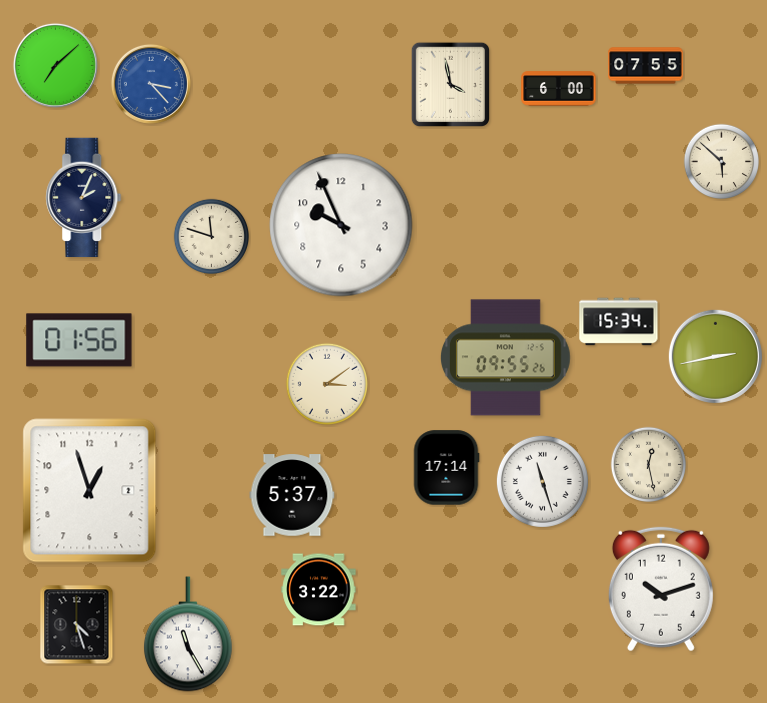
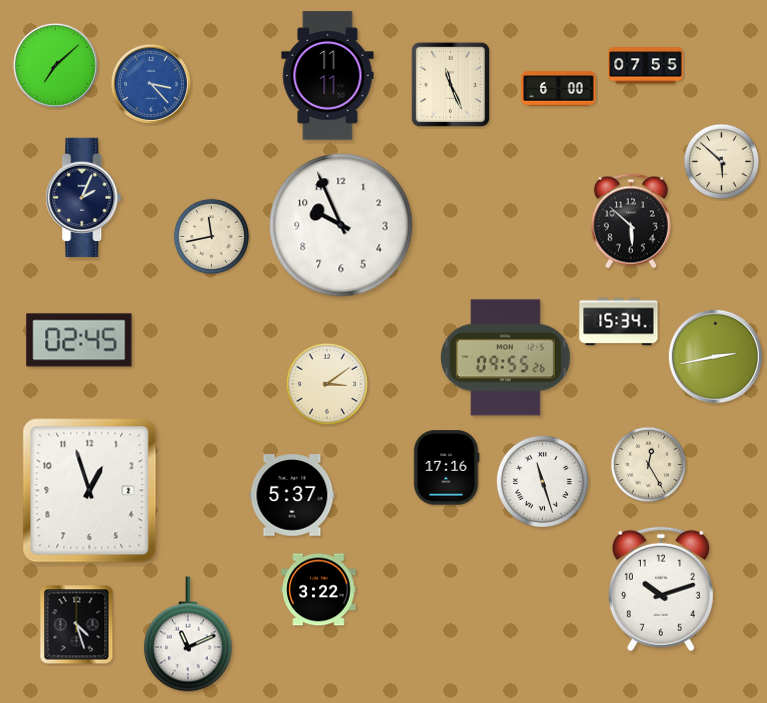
clock at (328, 76): none -> 11:11
clock at (450, 84): 3:58 -> 11:26
clock at (631, 221): none -> 5:52
clock at (212, 237): 11:48 -> 11:43
clock at (79, 340): 01:56 -> 02:45
clock at (649, 465): 12:28 -> 12:25
clock at (446, 468): 17:14 -> 17:16
clock at (188, 634): 11:25 -> 11:11
